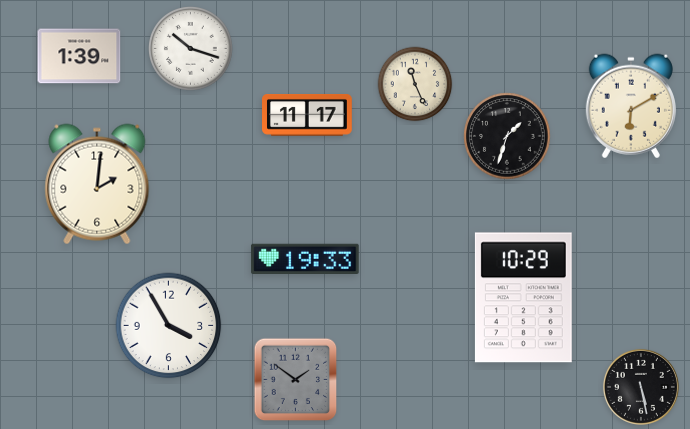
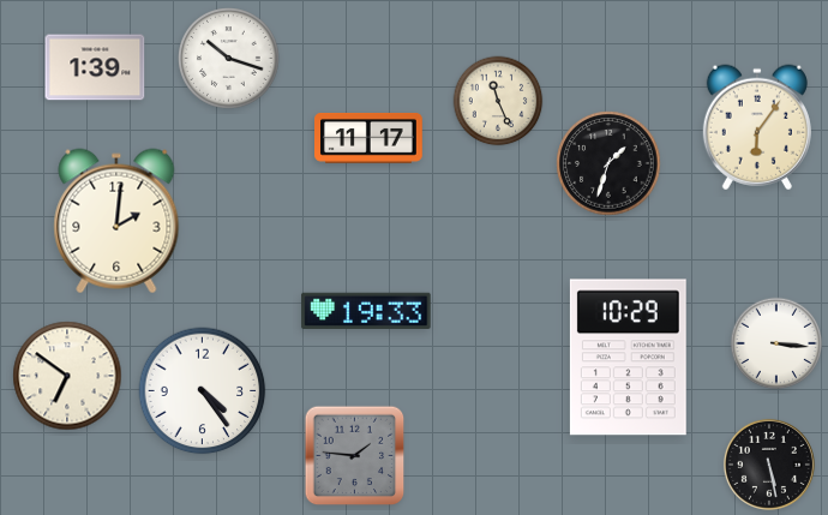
clock at (631, 106): 6:10 -> 6:06
clock at (776, 343): none -> 3:16
clock at (67, 376): none -> 6:51
clock at (169, 326): 3:55 -> 4:24
clock at (296, 380): 1:51 -> 1:46
